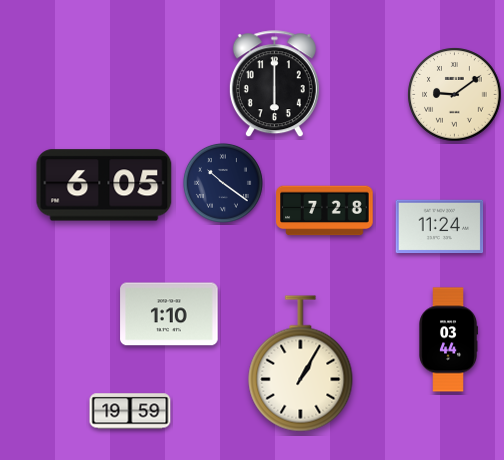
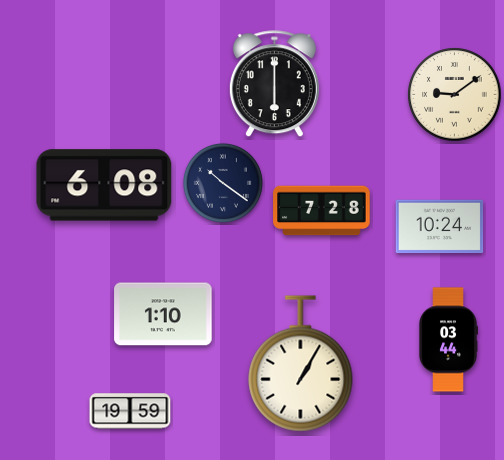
clock at (104, 185): 6:05 -> 6:08
clock at (325, 211) position: (325, 211) -> (322, 211)
clock at (440, 227): 11:24 -> 10:24
clock at (169, 314) position: (169, 314) -> (163, 314)
